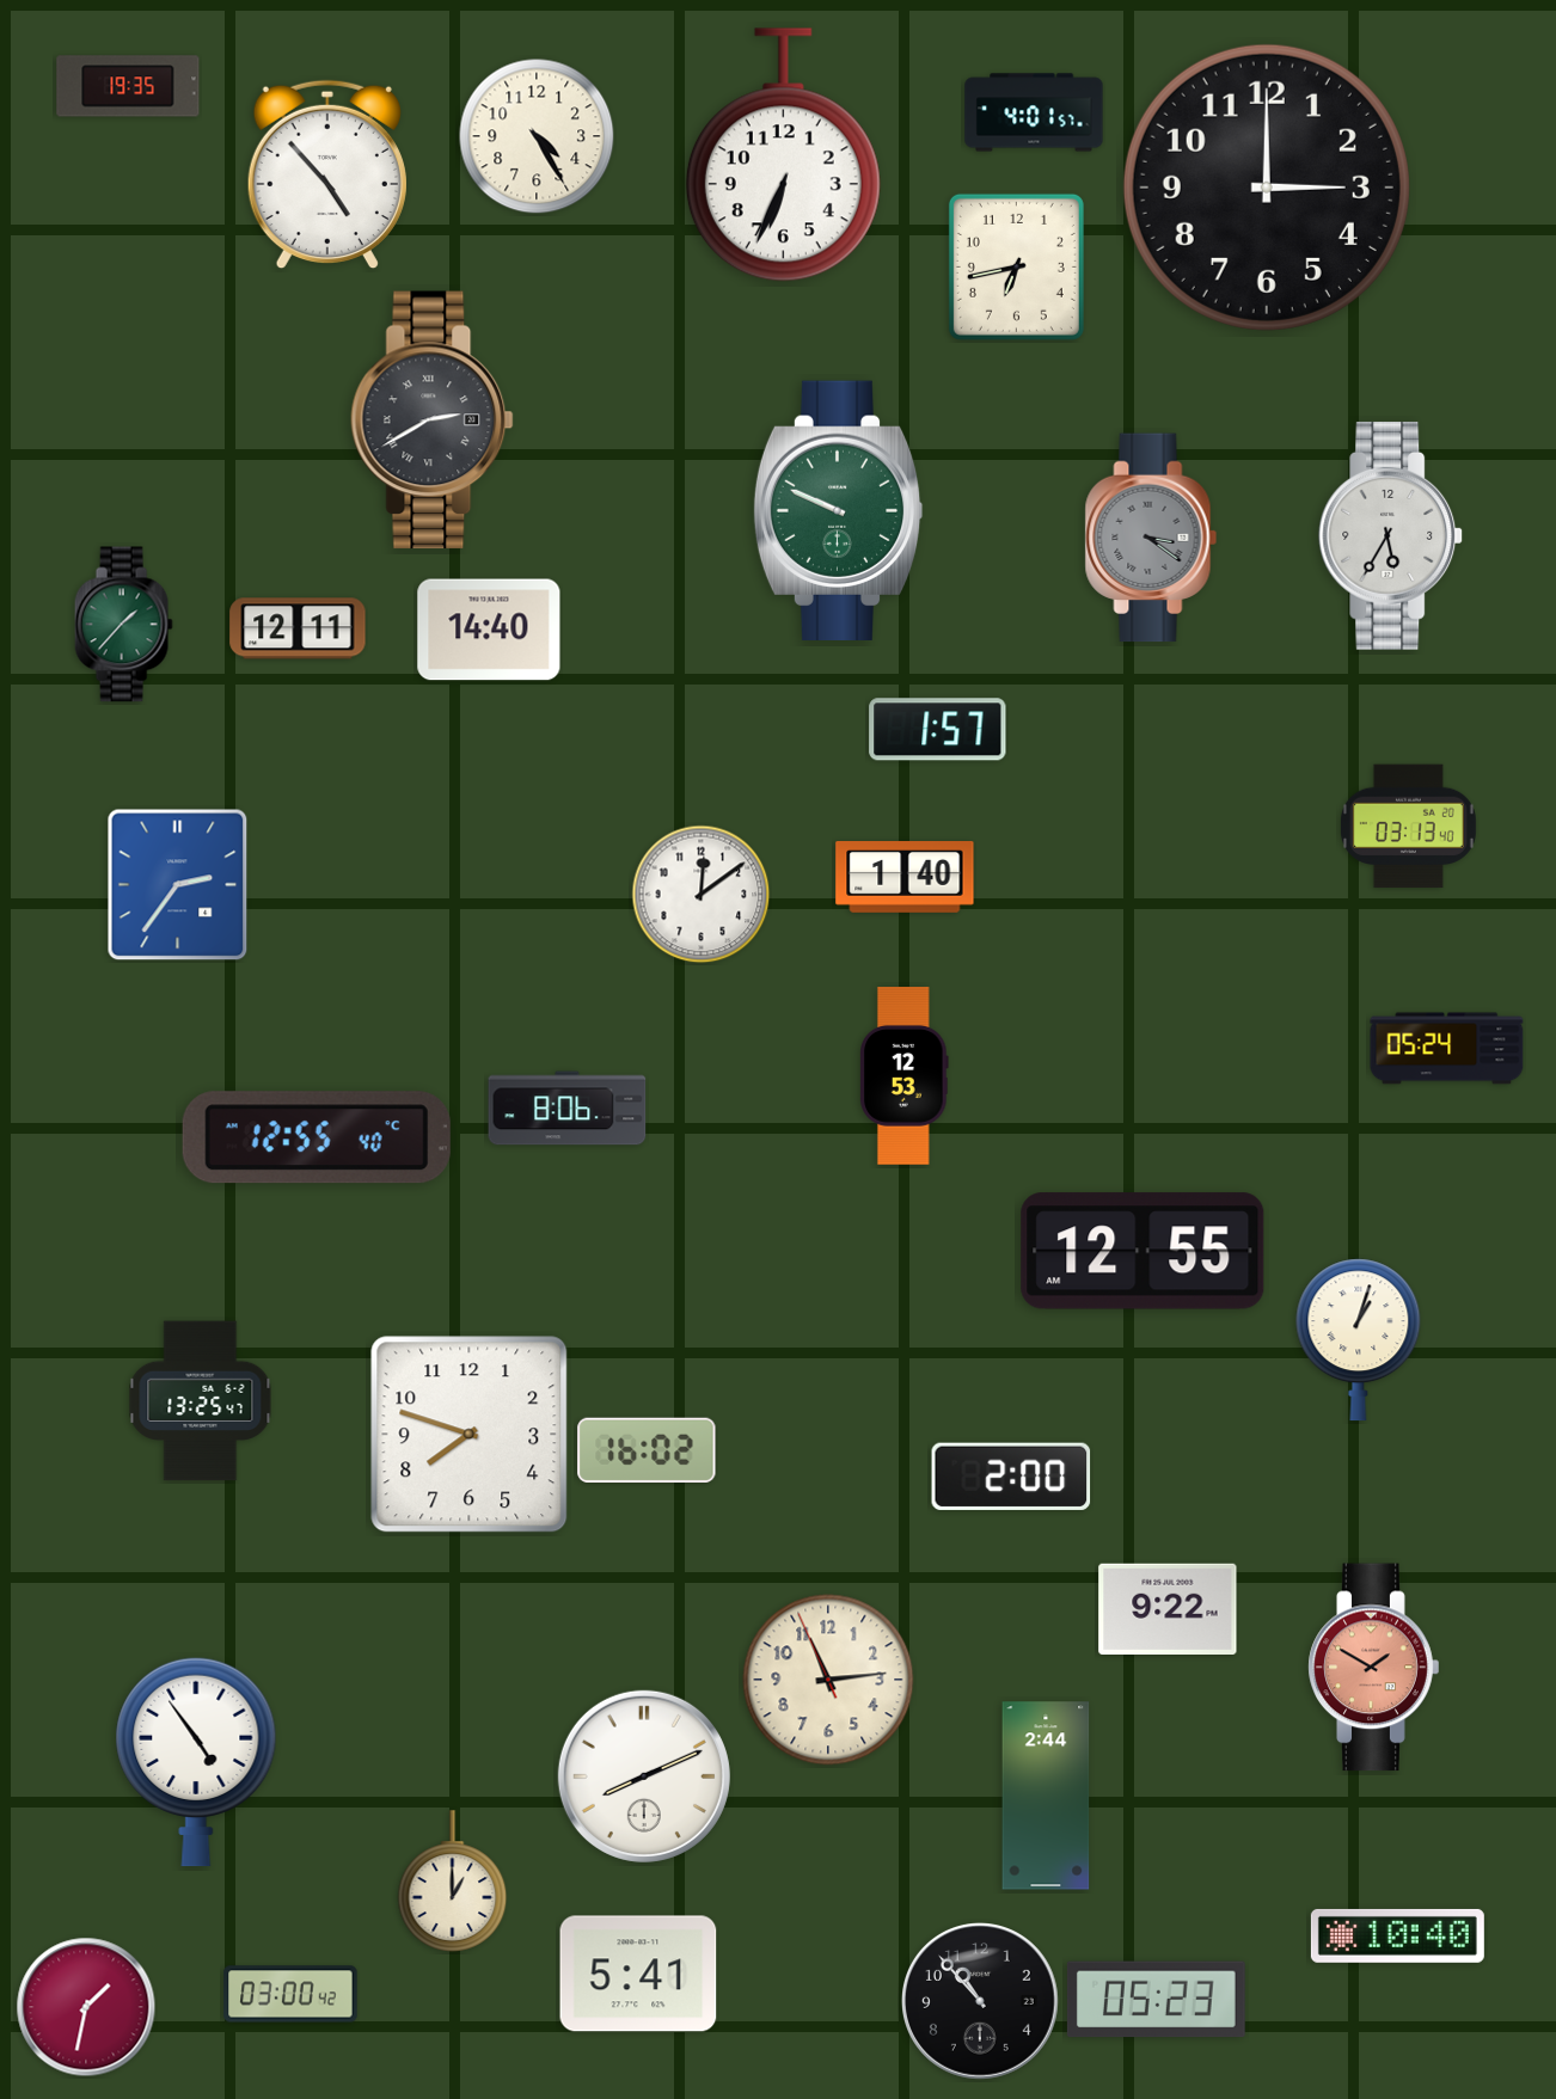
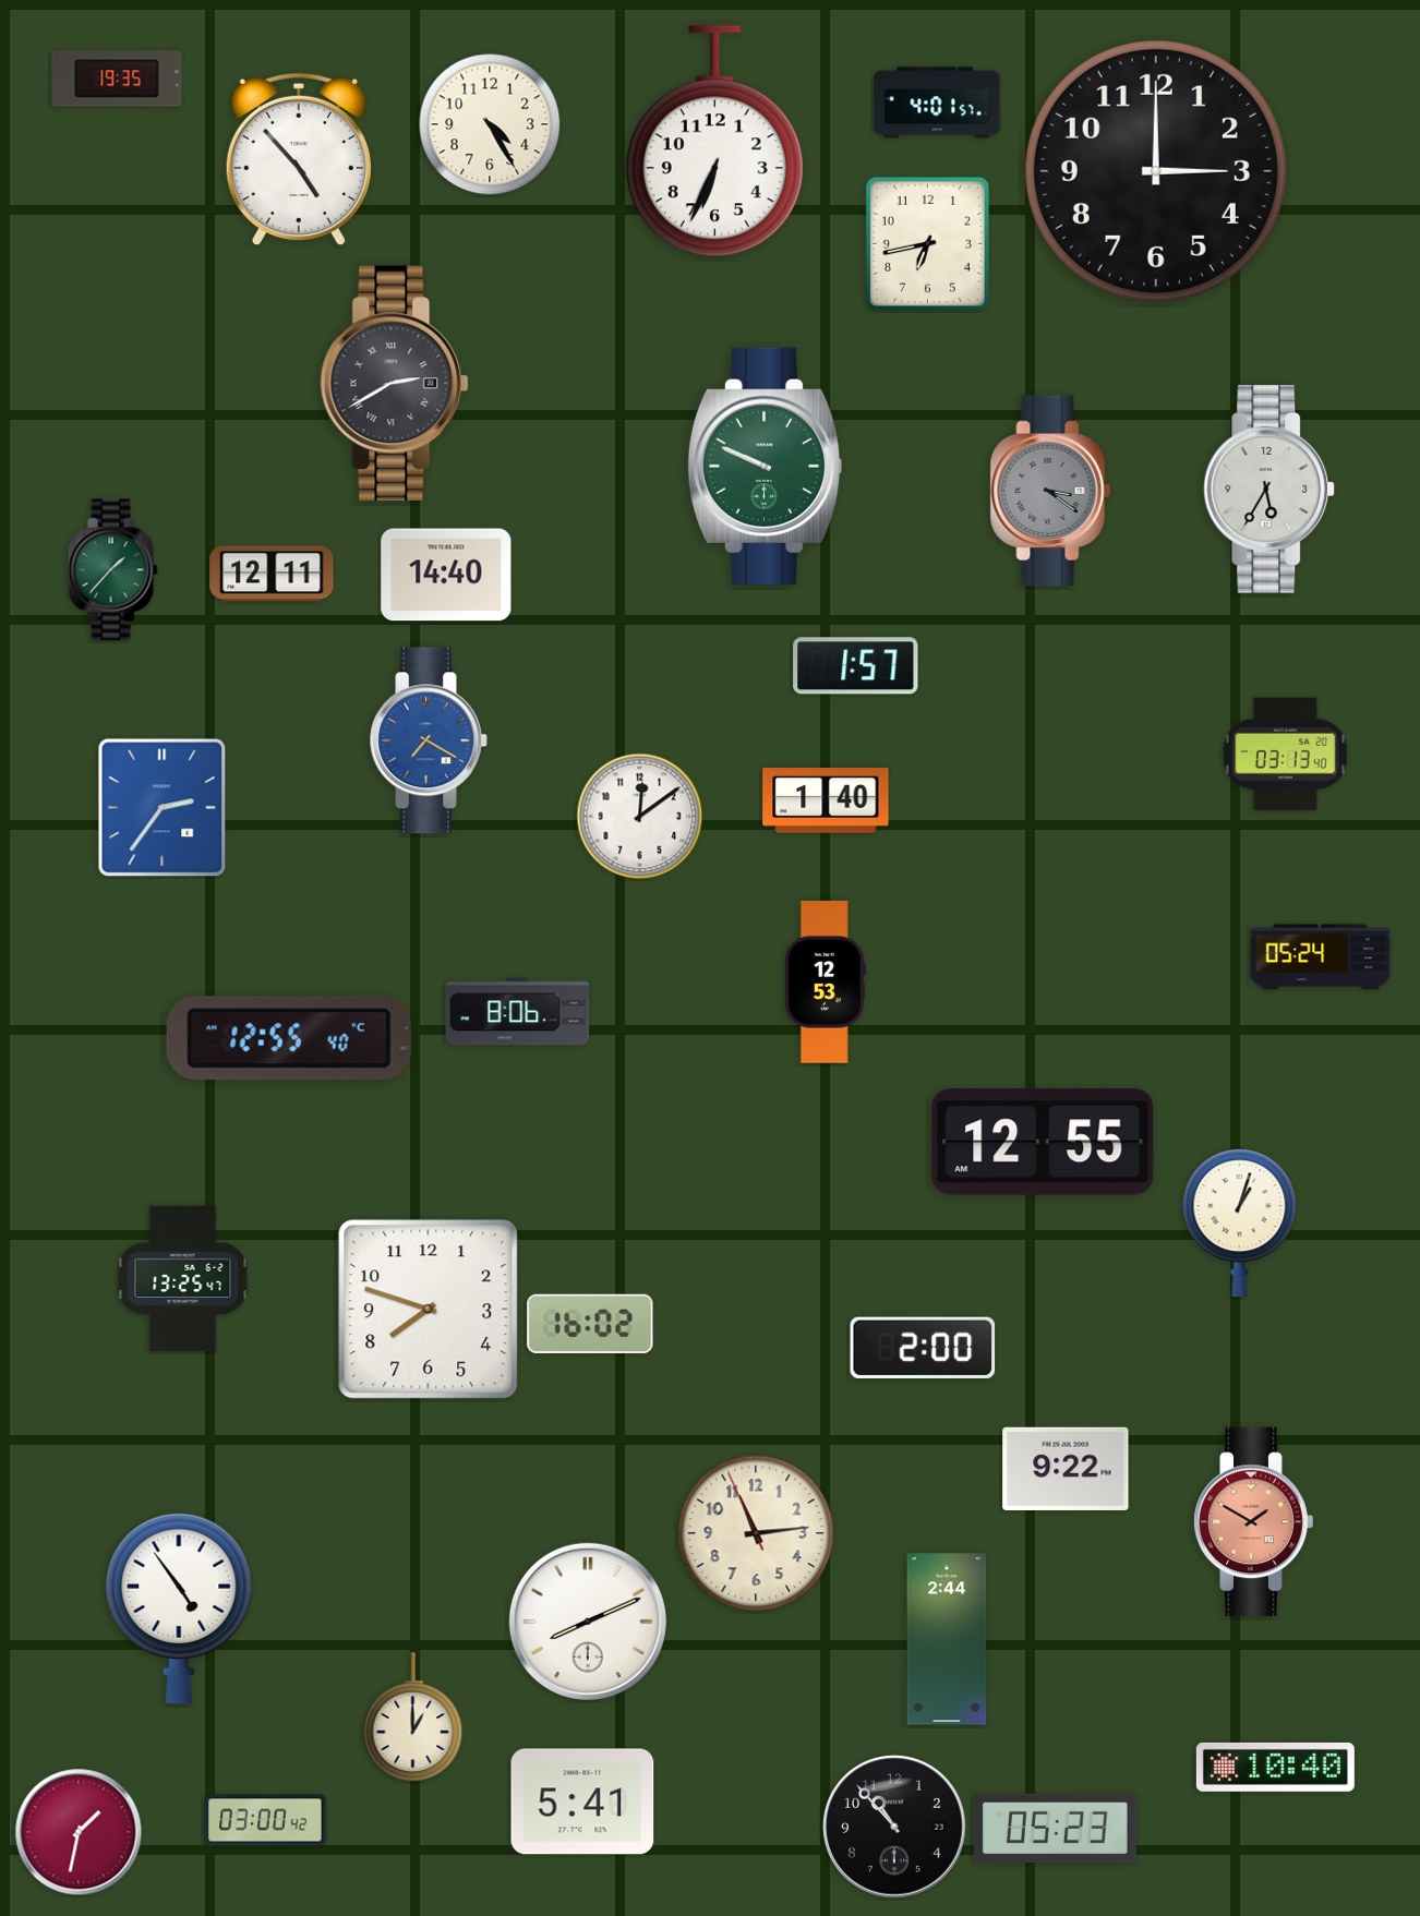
clock at (1034, 112) position: (1034, 112) -> (937, 103)
clock at (429, 740): none -> 7:20
clock at (1046, 1796) position: (1046, 1796) -> (947, 1639)
clock at (1156, 2000) position: (1156, 2000) -> (1055, 1829)
